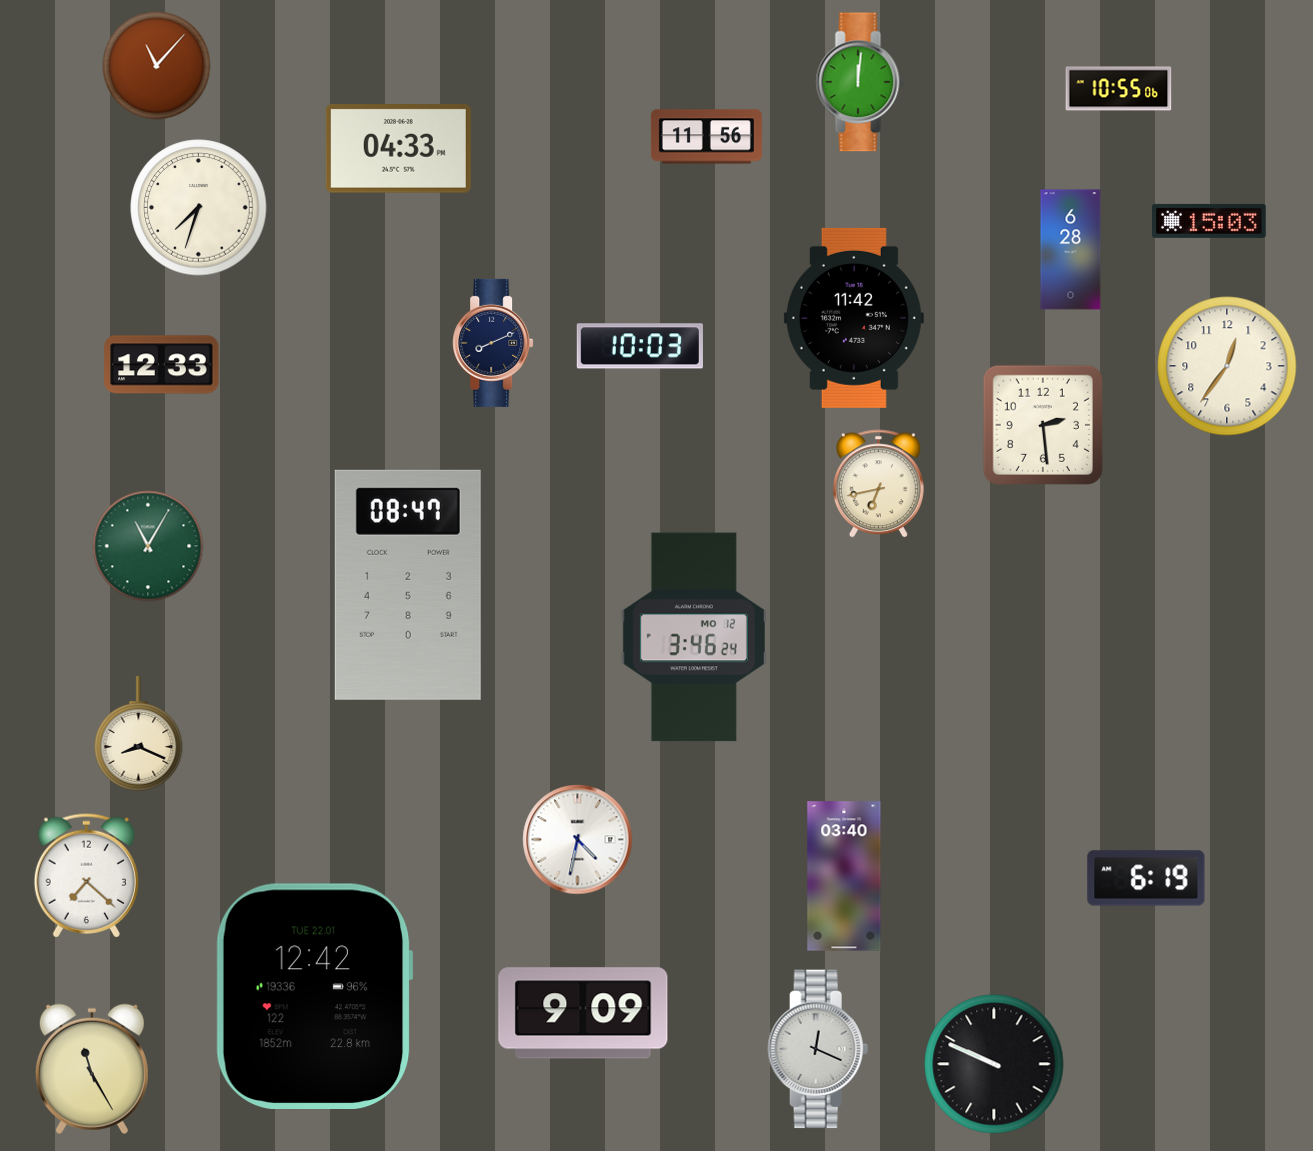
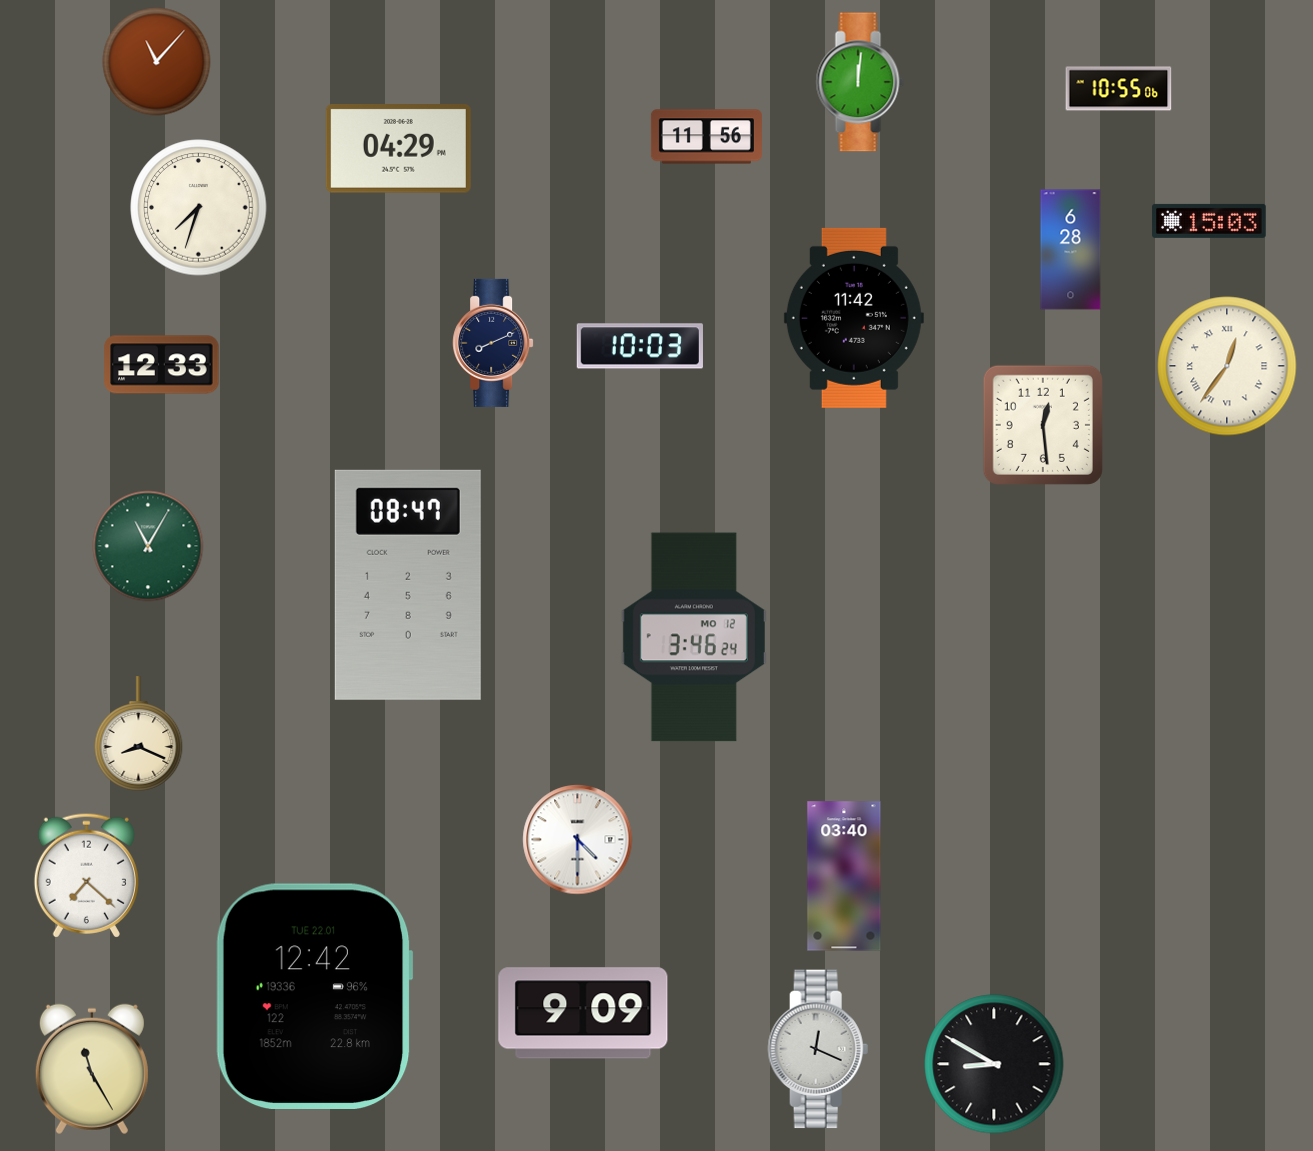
clock at (157, 66) position: (157, 66) -> (157, 62)
clock at (398, 149): 04:33 -> 04:29
clock at (1227, 366) numerals: Arabic -> Roman
clock at (1043, 425): 2:29 -> 12:29
clock at (878, 484): 6:43 -> none
clock at (578, 840): 4:32 -> 4:30
clock at (1146, 878): 6:19 -> none
clock at (994, 1064): 9:49 -> 8:50
